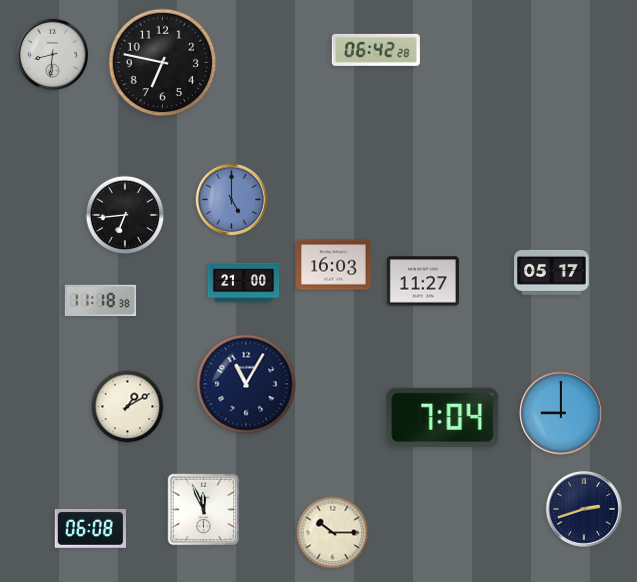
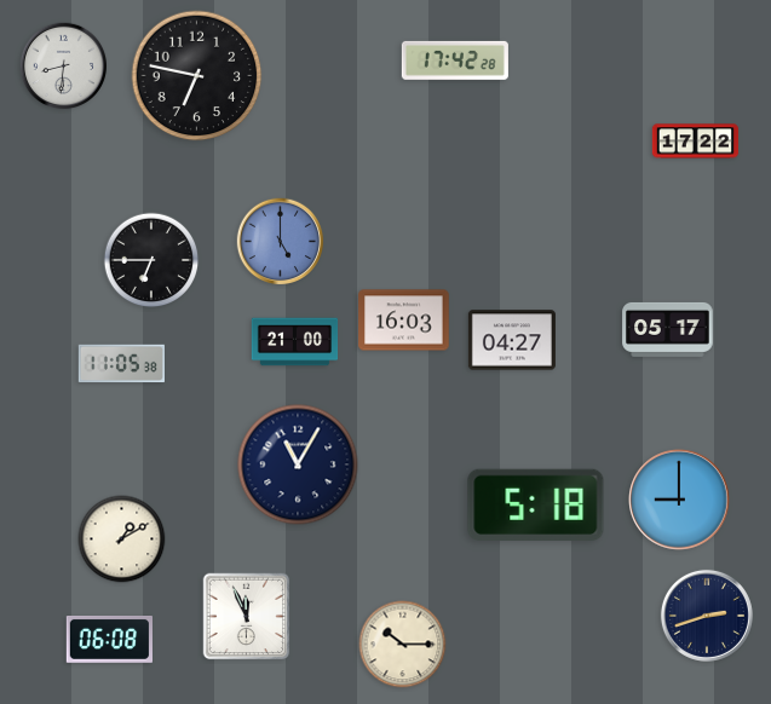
clock at (376, 50): 06:42 -> 17:42
clock at (696, 142): none -> 17:22
clock at (125, 215): 6:44 -> 6:45
clock at (423, 281): 11:27 -> 04:27
clock at (100, 301): 11:18 -> 11:05
clock at (128, 407) position: (128, 407) -> (122, 539)
clock at (443, 417): 7:04 -> 5:18
